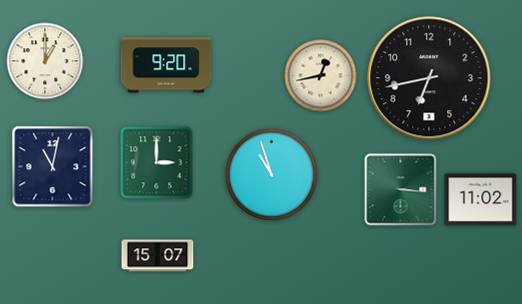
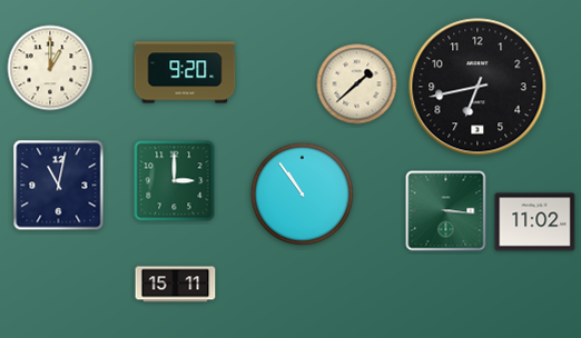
clock at (321, 76): 12:43 -> 1:38
clock at (271, 174): 10:57 -> 10:54
clock at (158, 256): 15:07 -> 15:11
